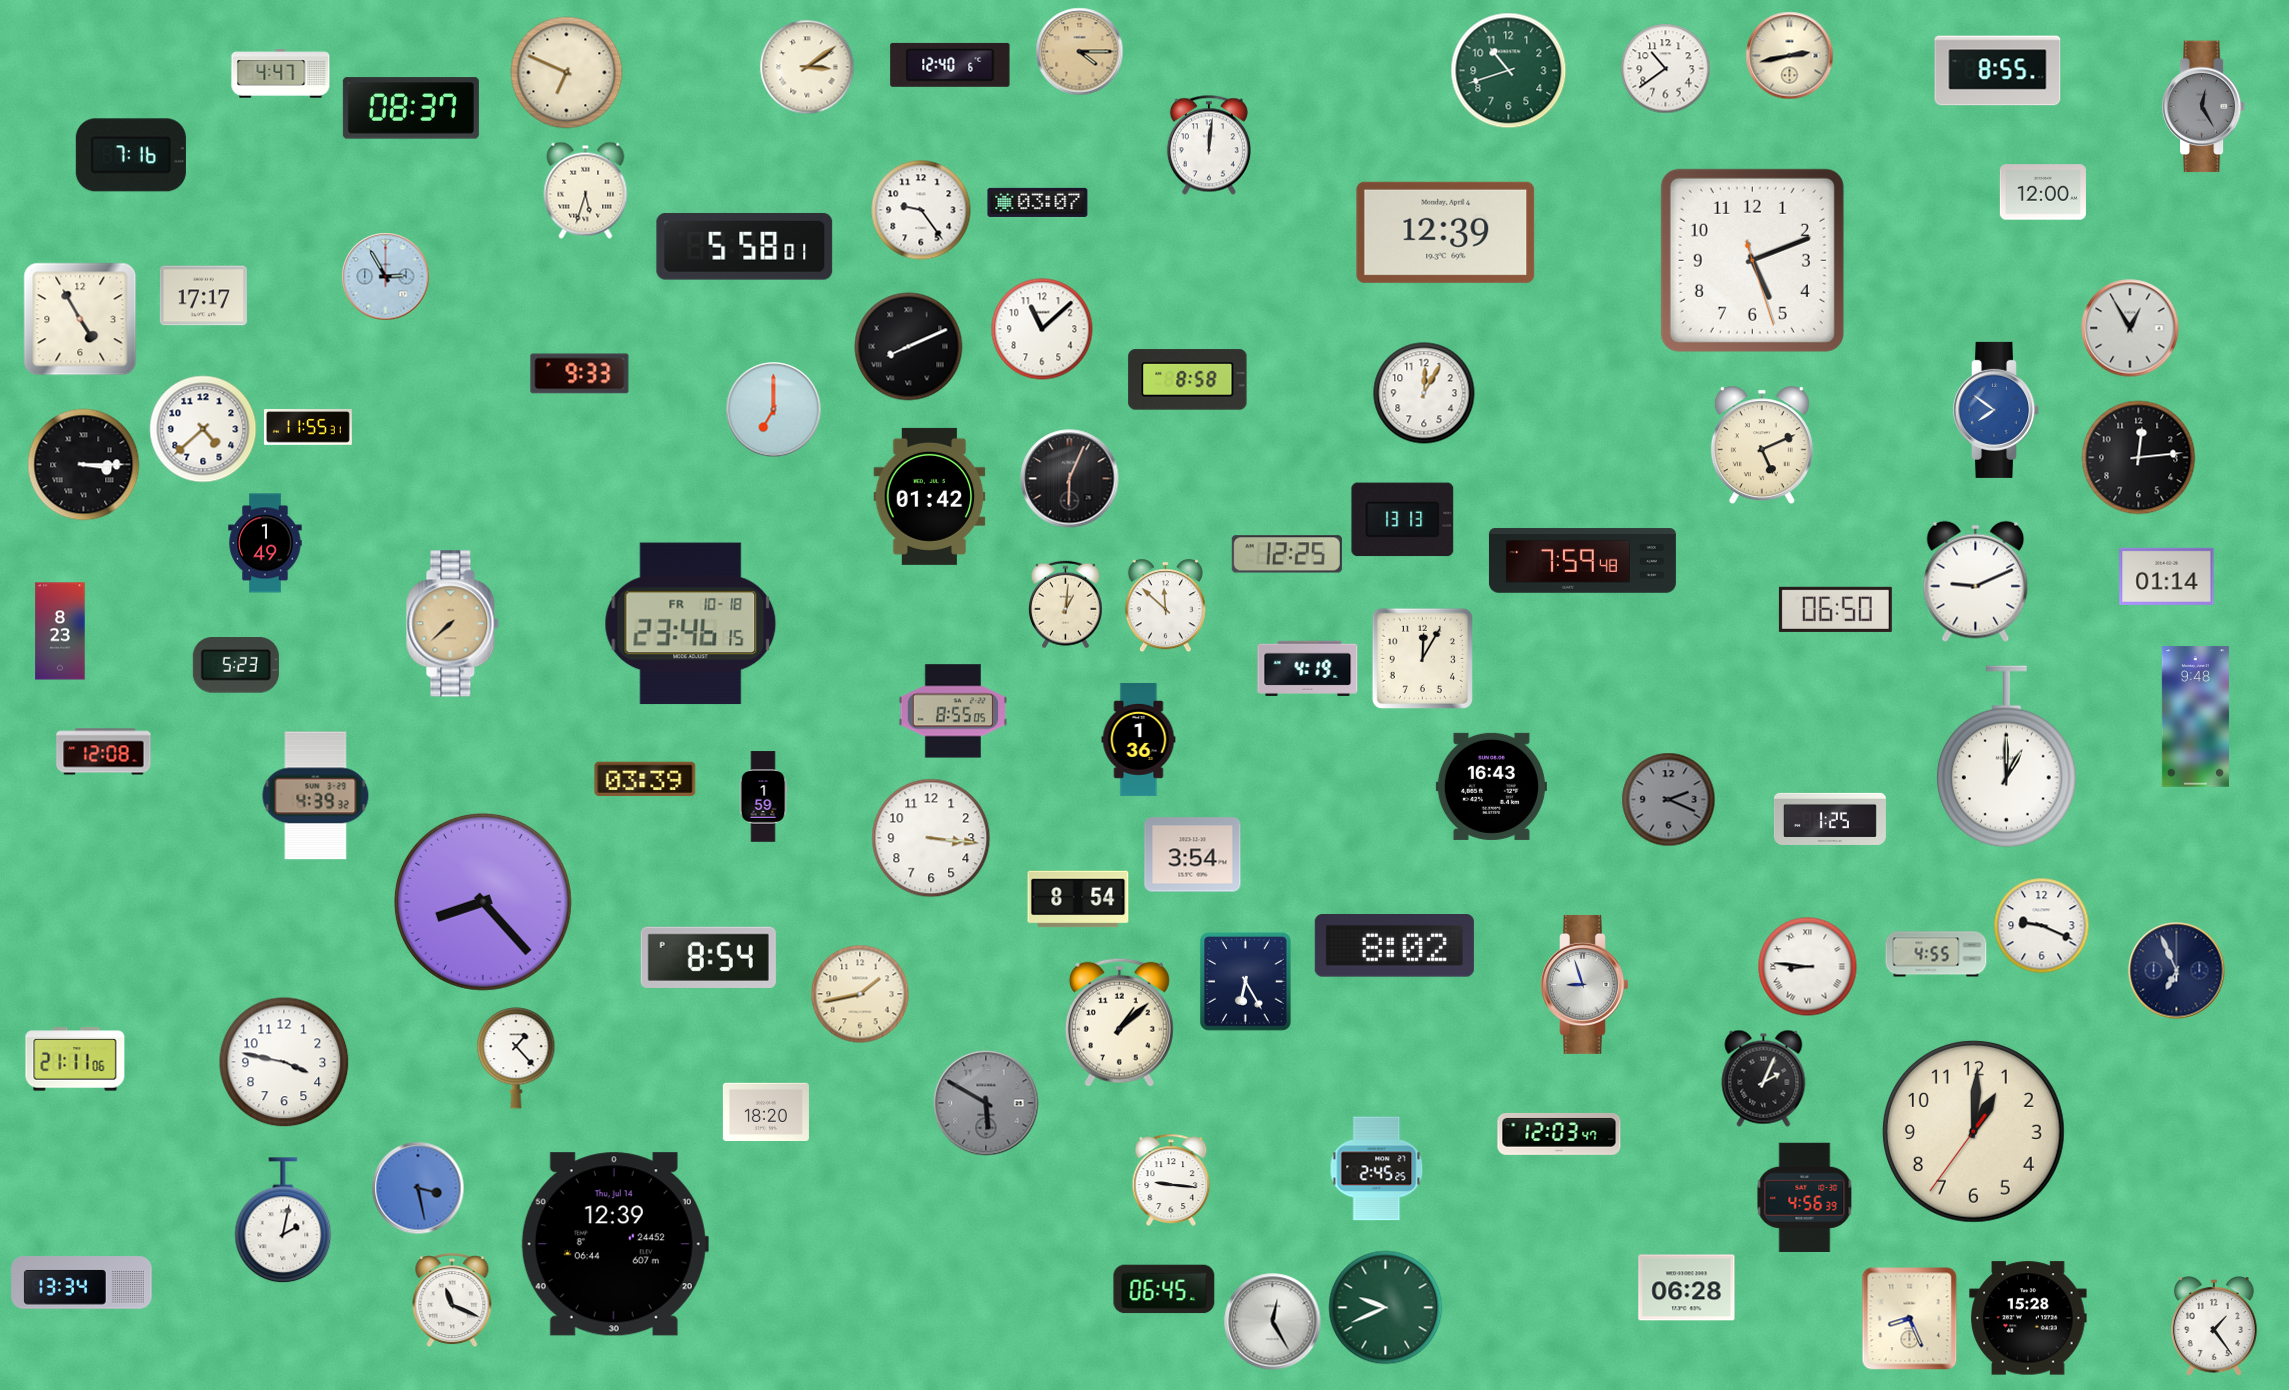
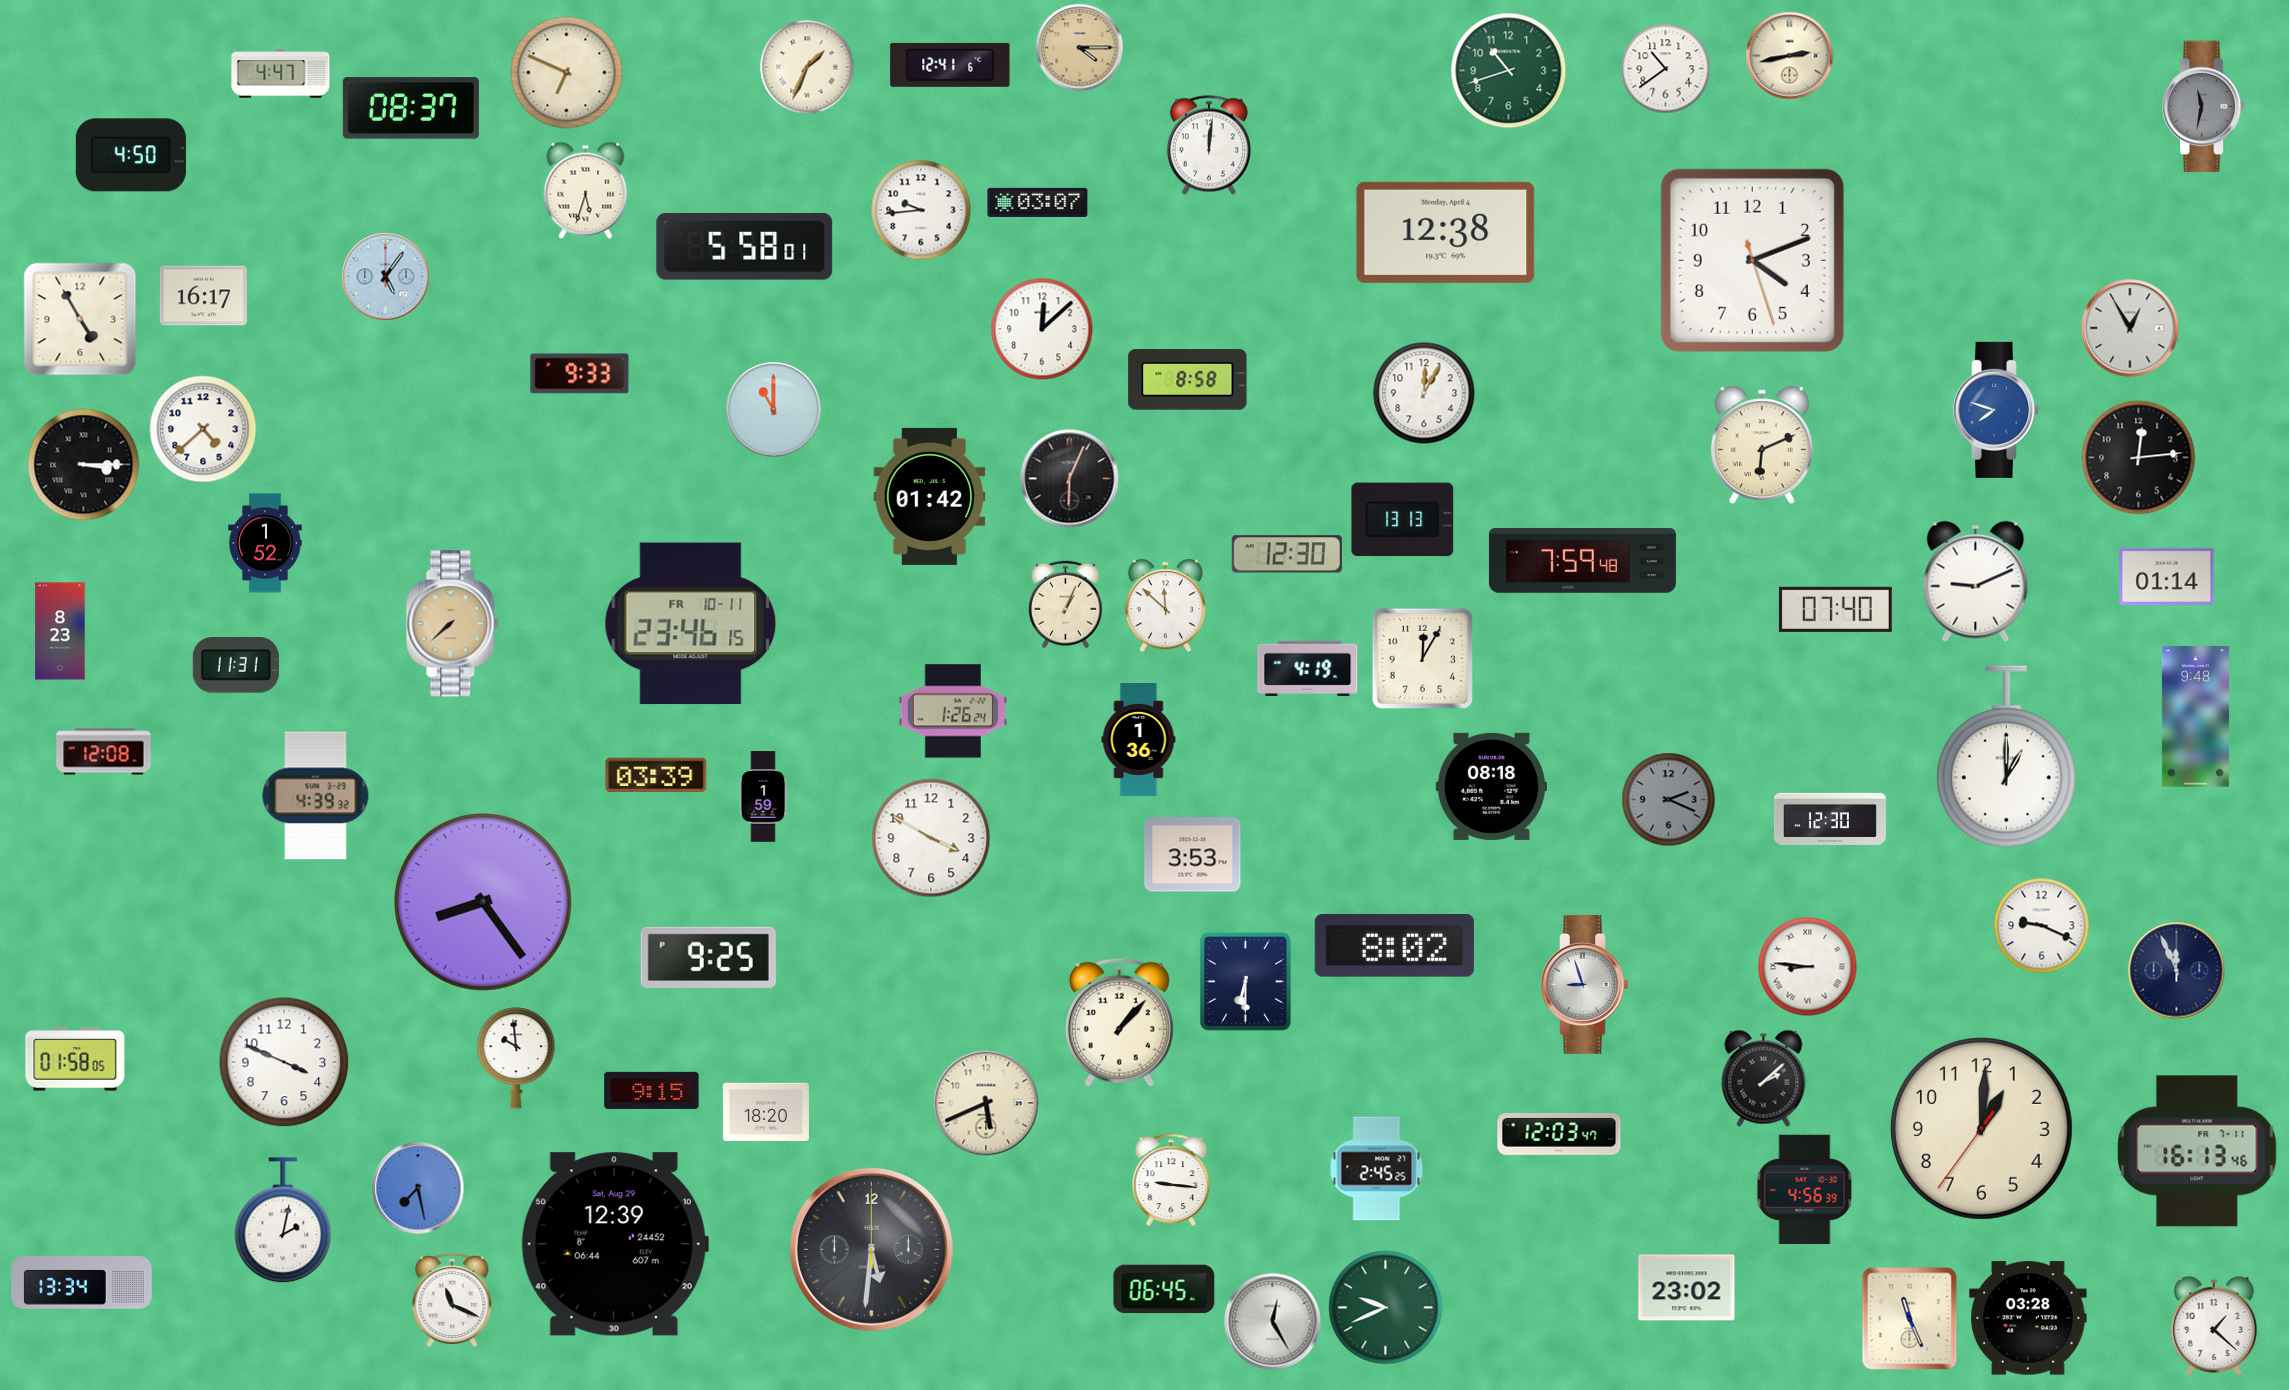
clock at (1080, 52) position: (1080, 52) -> (1080, 48)
clock at (950, 65): 12:40 -> 12:41
clock at (807, 67): 3:09 -> 1:34
clock at (1998, 71): 8:55 -> none
clock at (2204, 107): 12:25 -> 11:32
clock at (131, 155): 7:16 -> 4:50
clock at (2043, 192): 12:00 -> none
clock at (921, 210): 9:24 -> 9:44
clock at (1446, 232): 12:39 -> 12:38
clock at (1752, 260): 5:11 -> 4:11
clock at (386, 277): 2:55 -> 5:06
clock at (203, 296): 17:17 -> 16:17
clock at (1042, 329): 11:08 -> 12:08
clock at (909, 347): 8:11 -> none
clock at (774, 410): 7:00 -> 11:00
clock at (1997, 410): 7:51 -> 7:48
clock at (308, 427): 11:55 -> none
clock at (1762, 445): 5:11 -> 6:11
clock at (265, 543): 1:49 -> 1:52
clock at (1287, 554): 12:25 -> 12:30
clock at (1065, 605): 1:01 -> 1:04
clock at (1835, 609): 06:50 -> 07:40
clock at (691, 624) date: FR 10-18 -> FR 10-11
clock at (236, 665): 5:23 -> 11:31
clock at (953, 711): 8:55 -> 1:26
clock at (645, 778) position: (645, 778) -> (656, 774)
clock at (1491, 786): 16:43 -> 08:18
clock at (1830, 819): 1:25 -> 12:30
clock at (931, 838): 3:16 -> 3:50
clock at (1193, 855): 3:54 -> 3:53
clock at (1078, 899): 8:54 -> none
clock at (483, 902): 8:23 -> 8:24
clock at (1936, 954): 4:55 -> none
clock at (708, 957): 8:54 -> 9:25
clock at (2177, 971): 6:56 -> 11:56
clock at (1246, 982): 6:25 -> 6:30
clock at (860, 994): 1:43 -> none
clock at (1119, 1022): 1:08 -> 1:07
clock at (516, 1058): 1:23 -> 9:59
clock at (75, 1059): 21:11 -> 01:58
clock at (284, 1062): 3:47 -> 3:49
clock at (1764, 1078): 2:04 -> 2:08
clock at (652, 1090): none -> 9:15
clock at (986, 1103): 5:50 -> 5:41
clock at (986, 1103) dial: grey -> cream
clock at (1973, 1131) position: (1973, 1131) -> (1981, 1128)
clock at (2197, 1151): none -> 16:13
clock at (418, 1188): 3:28 -> 7:28
clock at (1805, 1197) position: (1805, 1197) -> (1805, 1189)
clock at (615, 1244) date: Thu, Jul 14 -> Sat, Aug 29
clock at (871, 1249): none -> 5:31
clock at (1687, 1288): 06:28 -> 23:02
clock at (2028, 1318): 15:28 -> 03:28
clock at (1910, 1319): 8:26 -> 11:26
clock at (2215, 1326): 1:24 -> 1:22
